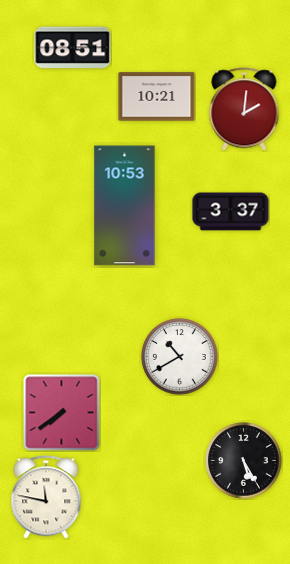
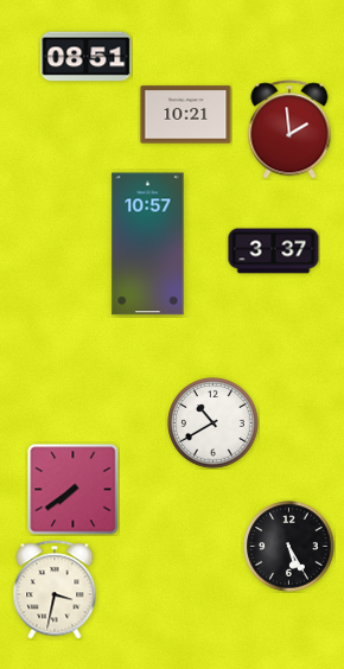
clock at (244, 109): 2:01 -> 1:59
clock at (125, 206): 10:53 -> 10:57
clock at (46, 497): 11:47 -> 3:32
